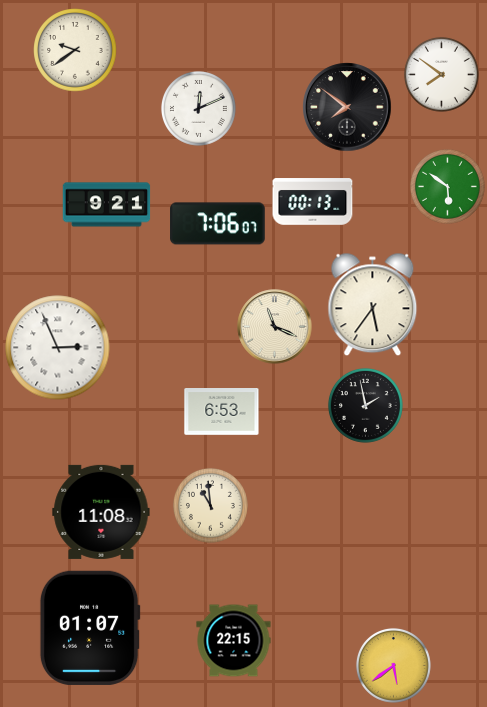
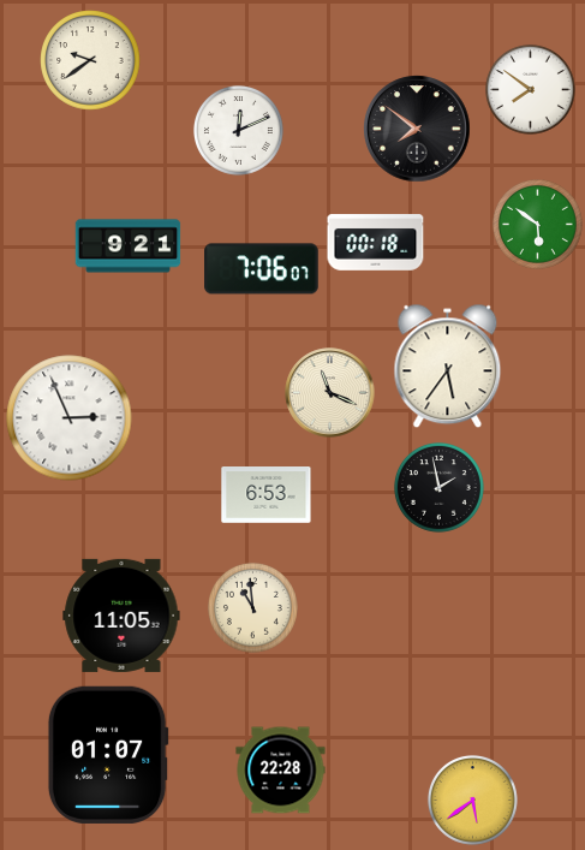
clock at (313, 202): 00:13 -> 00:18
clock at (101, 512): 11:08 -> 11:05
clock at (234, 641): 22:15 -> 22:28
